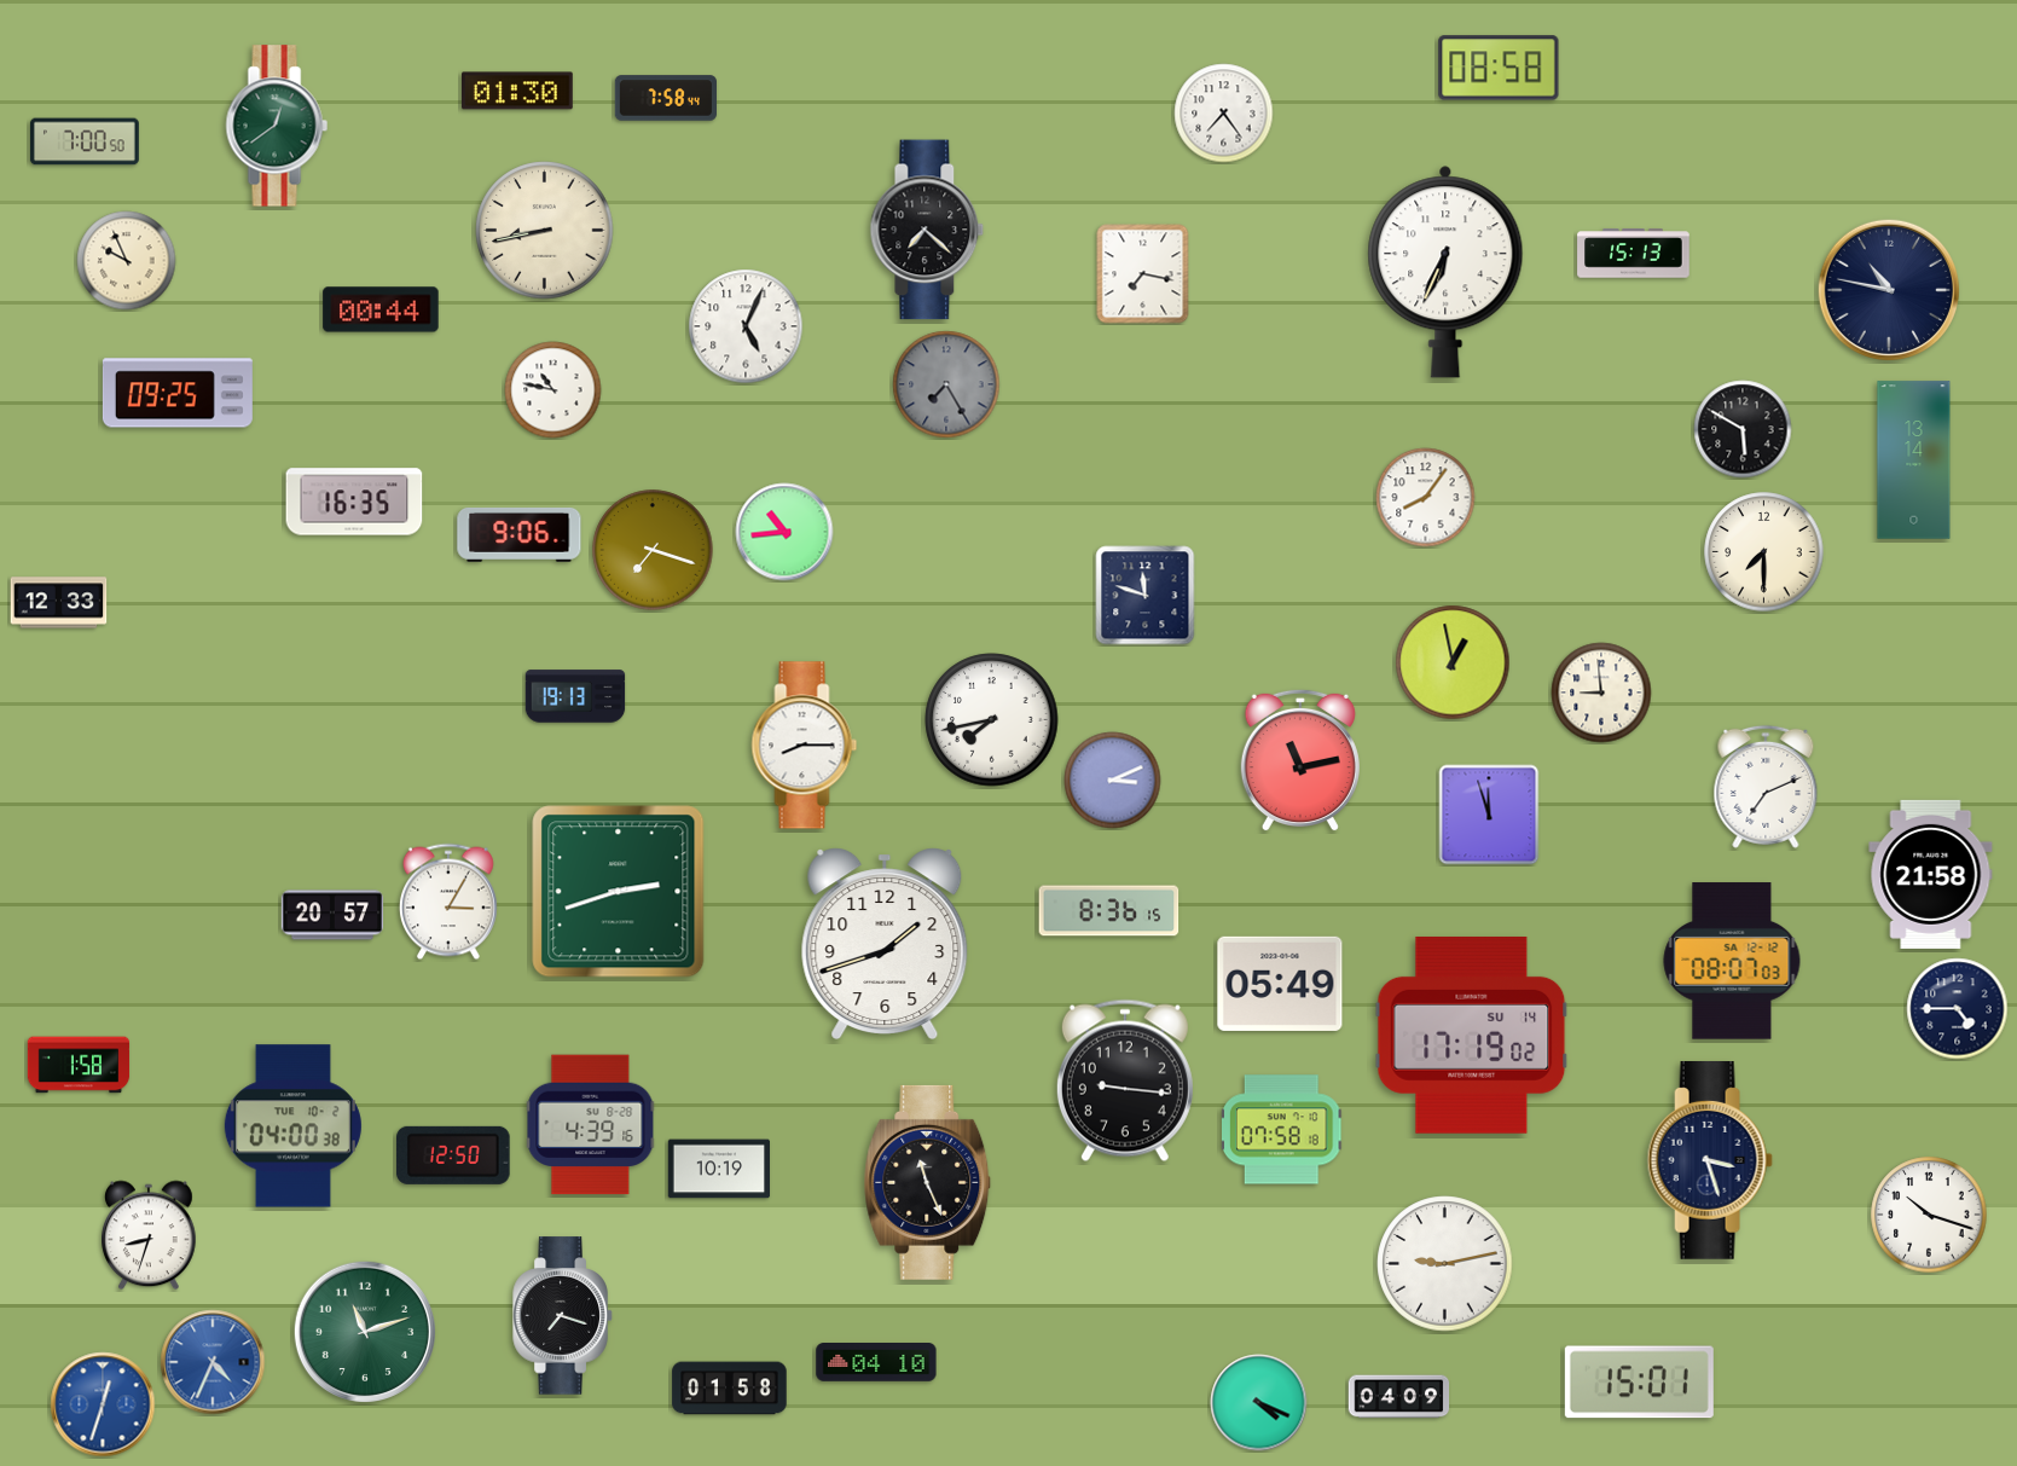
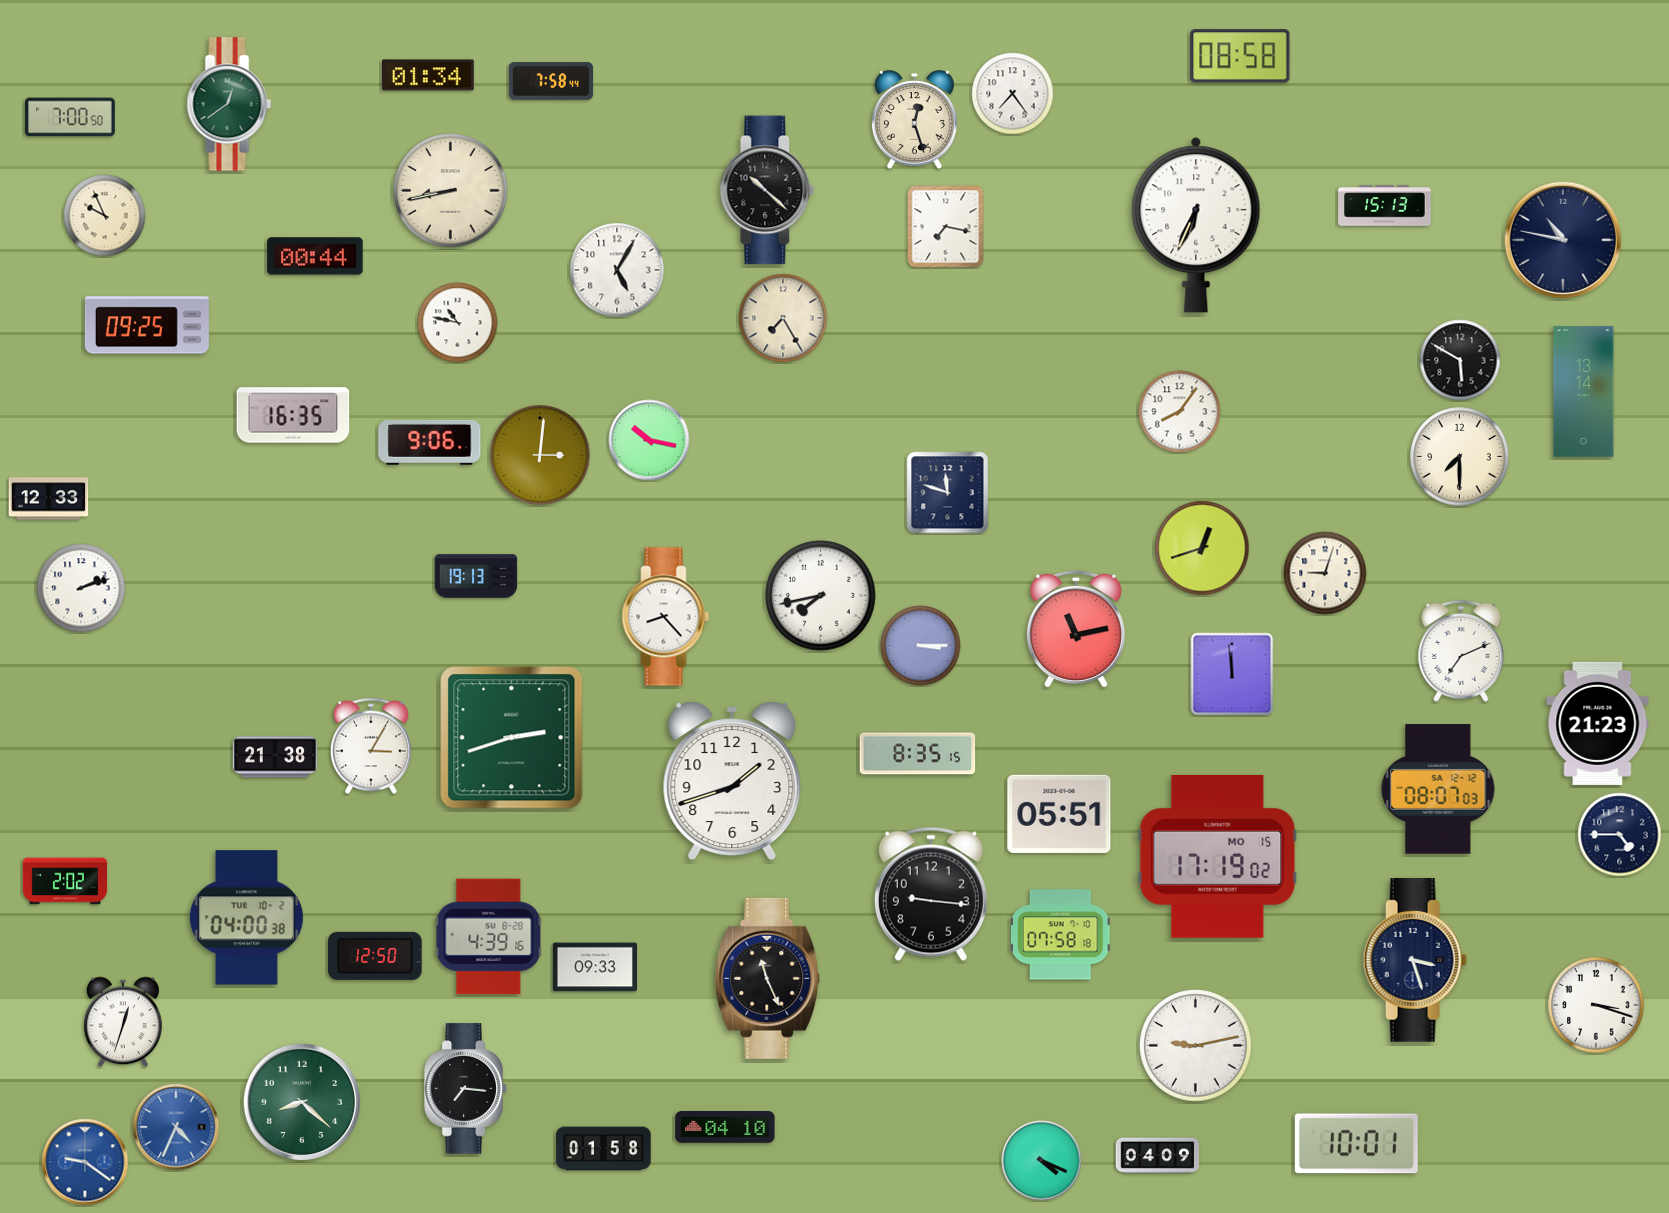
clock at (518, 91): 01:30 -> 01:34
clock at (914, 120): none -> 12:27
clock at (927, 230): 7:22 -> 10:22
clock at (1634, 254) position: (1634, 254) -> (1385, 206)
clock at (746, 326): 5:04 -> 5:05
clock at (946, 384) dial: grey -> cream
clock at (1743, 429) position: (1743, 429) -> (1460, 360)
clock at (1914, 460) position: (1914, 460) -> (1584, 392)
clock at (784, 532): 10:44 -> 10:17
clock at (653, 550): 7:18 -> 3:01
clock at (1453, 662): 12:58 -> 12:42
clock at (1601, 693): 8:59 -> 9:03
clock at (81, 588): none -> 2:12
clock at (805, 746): 8:15 -> 8:23
clock at (1113, 781): 3:11 -> 3:15
clock at (1489, 815): 11:57 -> 11:59
clock at (1931, 874): 21:58 -> 21:23
clock at (1109, 911): 8:36 -> 8:35
clock at (332, 915): 20:57 -> 21:38
clock at (1732, 961) position: (1732, 961) -> (1438, 789)
clock at (1280, 984): 05:49 -> 05:51
clock at (1472, 1035) date: SU 14 -> MO 15
clock at (79, 1065): 1:58 -> 2:02
clock at (591, 1125) position: (591, 1125) -> (489, 937)
clock at (292, 1126) position: (292, 1126) -> (246, 918)
clock at (718, 1169): 10:19 -> 09:33
clock at (1929, 1215): 10:18 -> 3:18
clock at (150, 1235): 8:33 -> 12:33
clock at (563, 1316): 7:18 -> 7:16
clock at (364, 1331): 11:12 -> 8:22
clock at (1639, 1383): 15:01 -> 10:01
clock at (103, 1404): 12:33 -> 9:21
